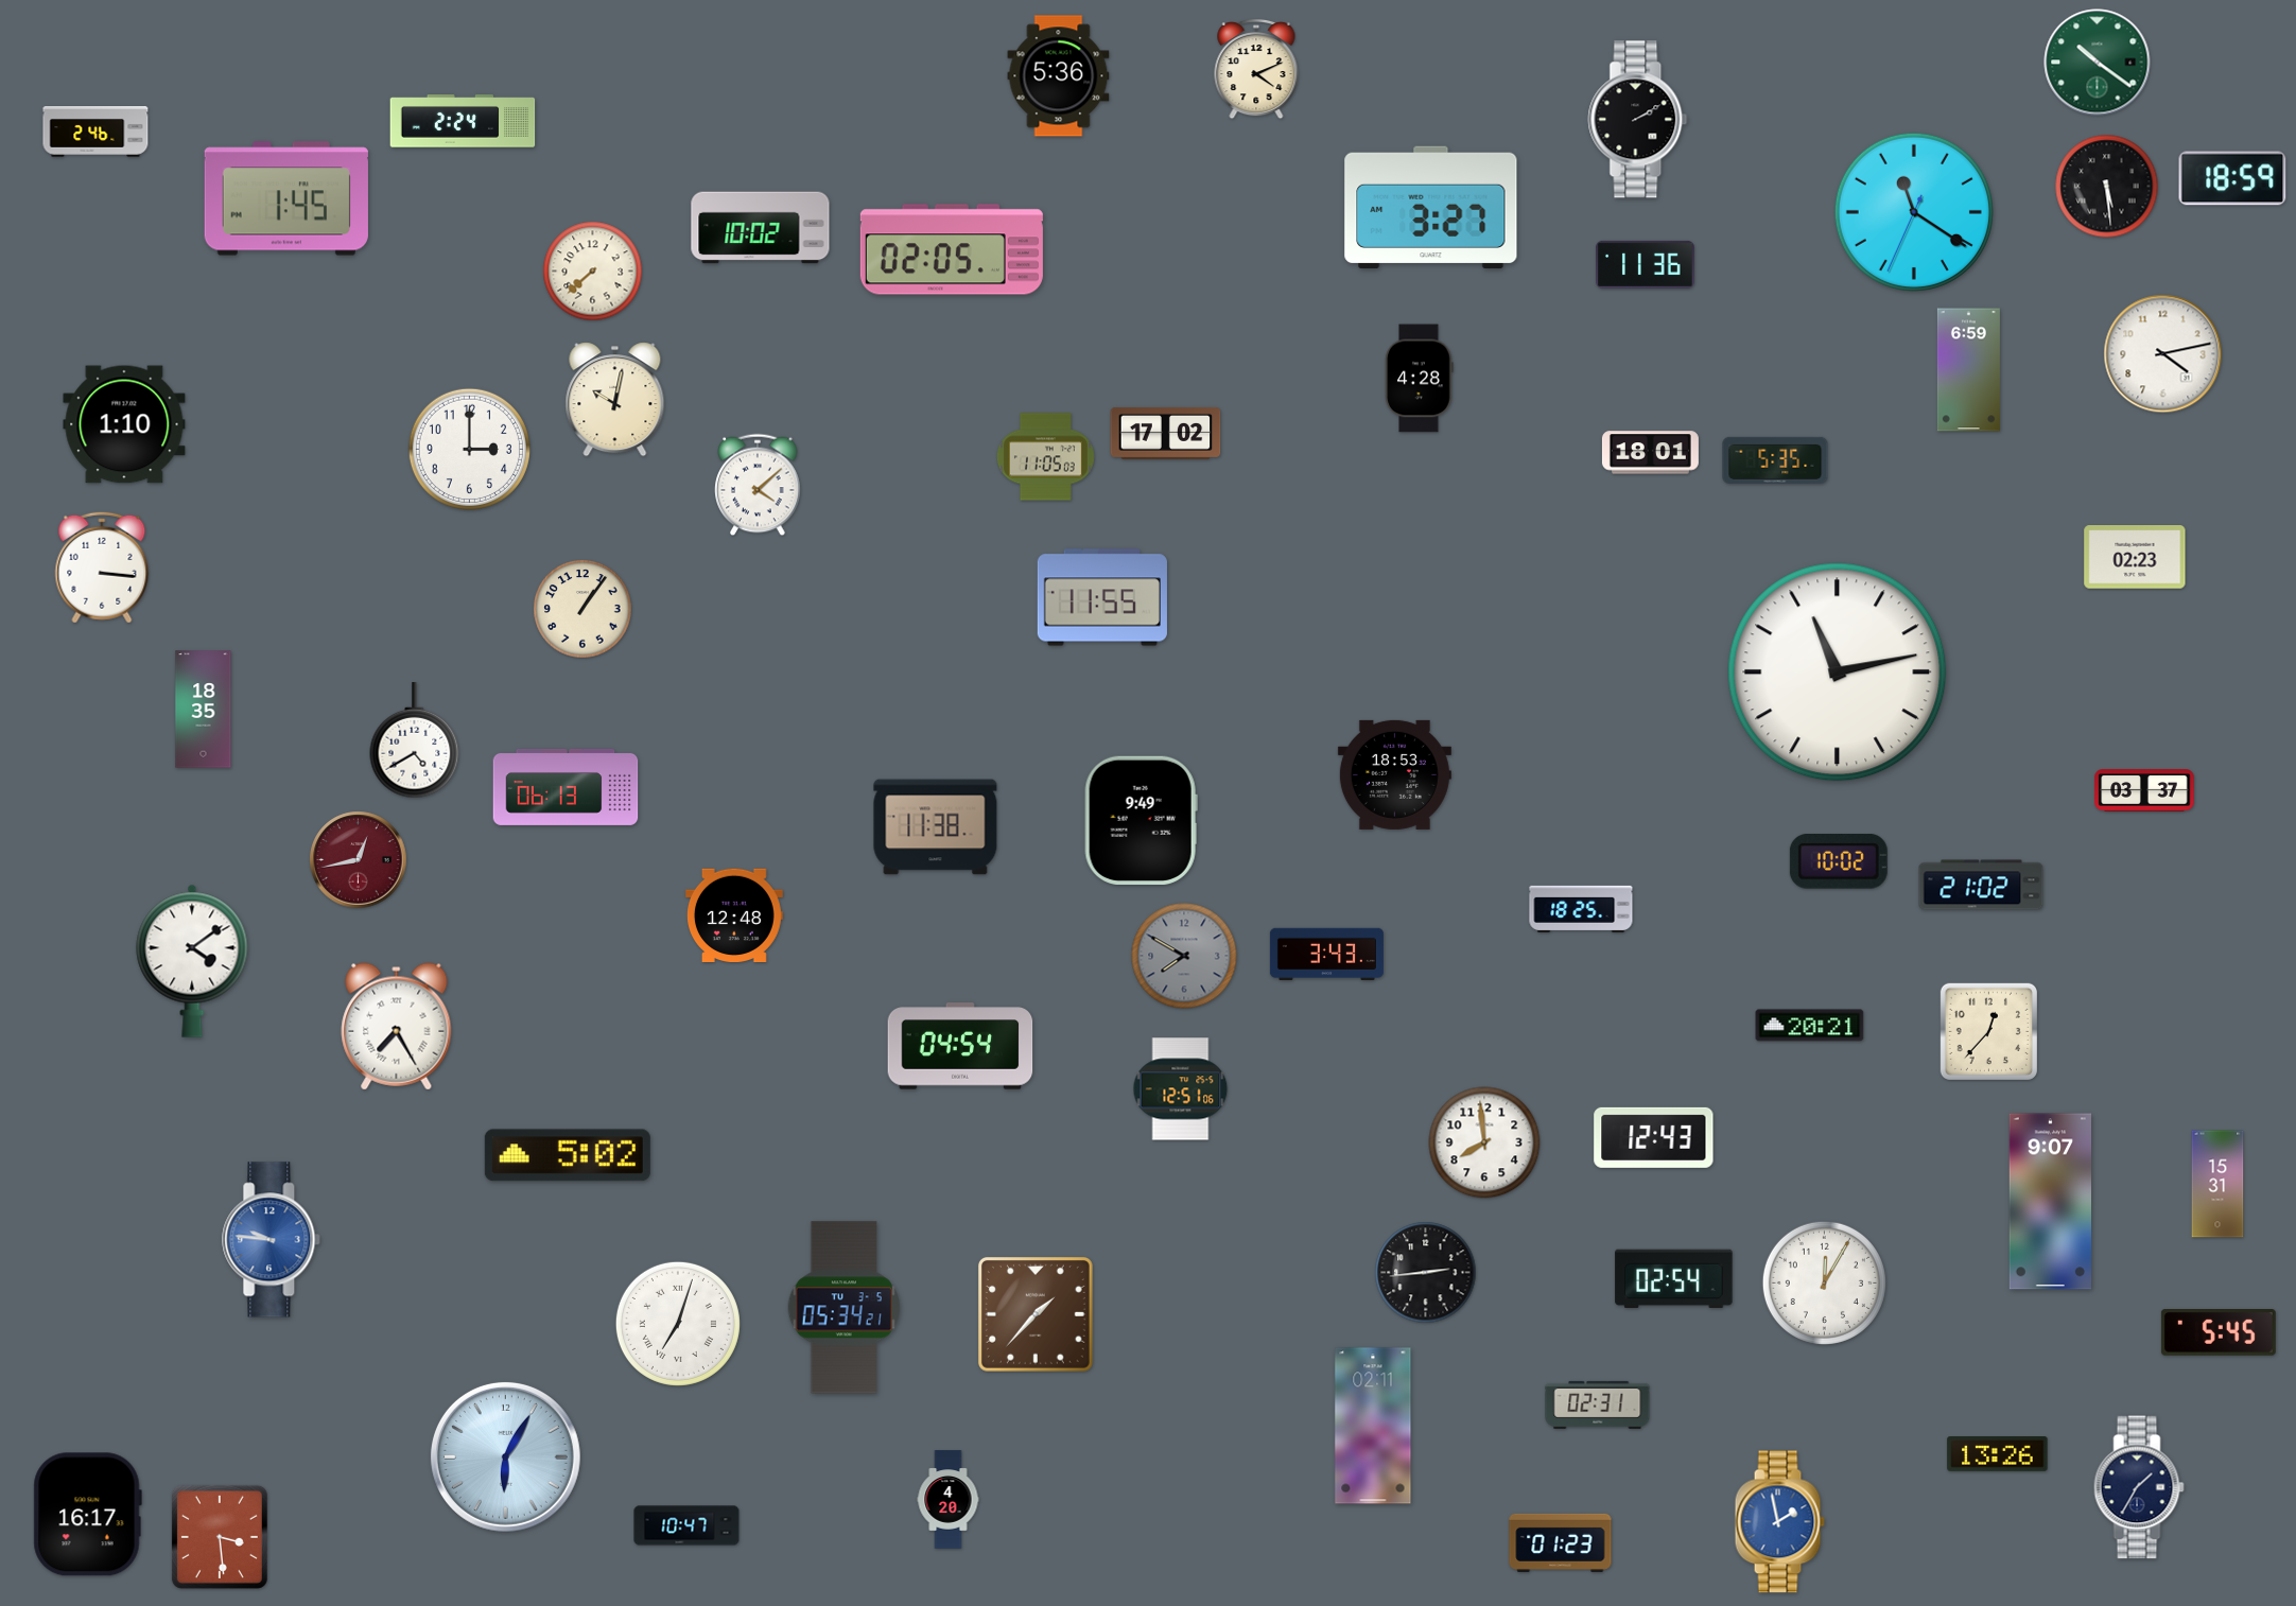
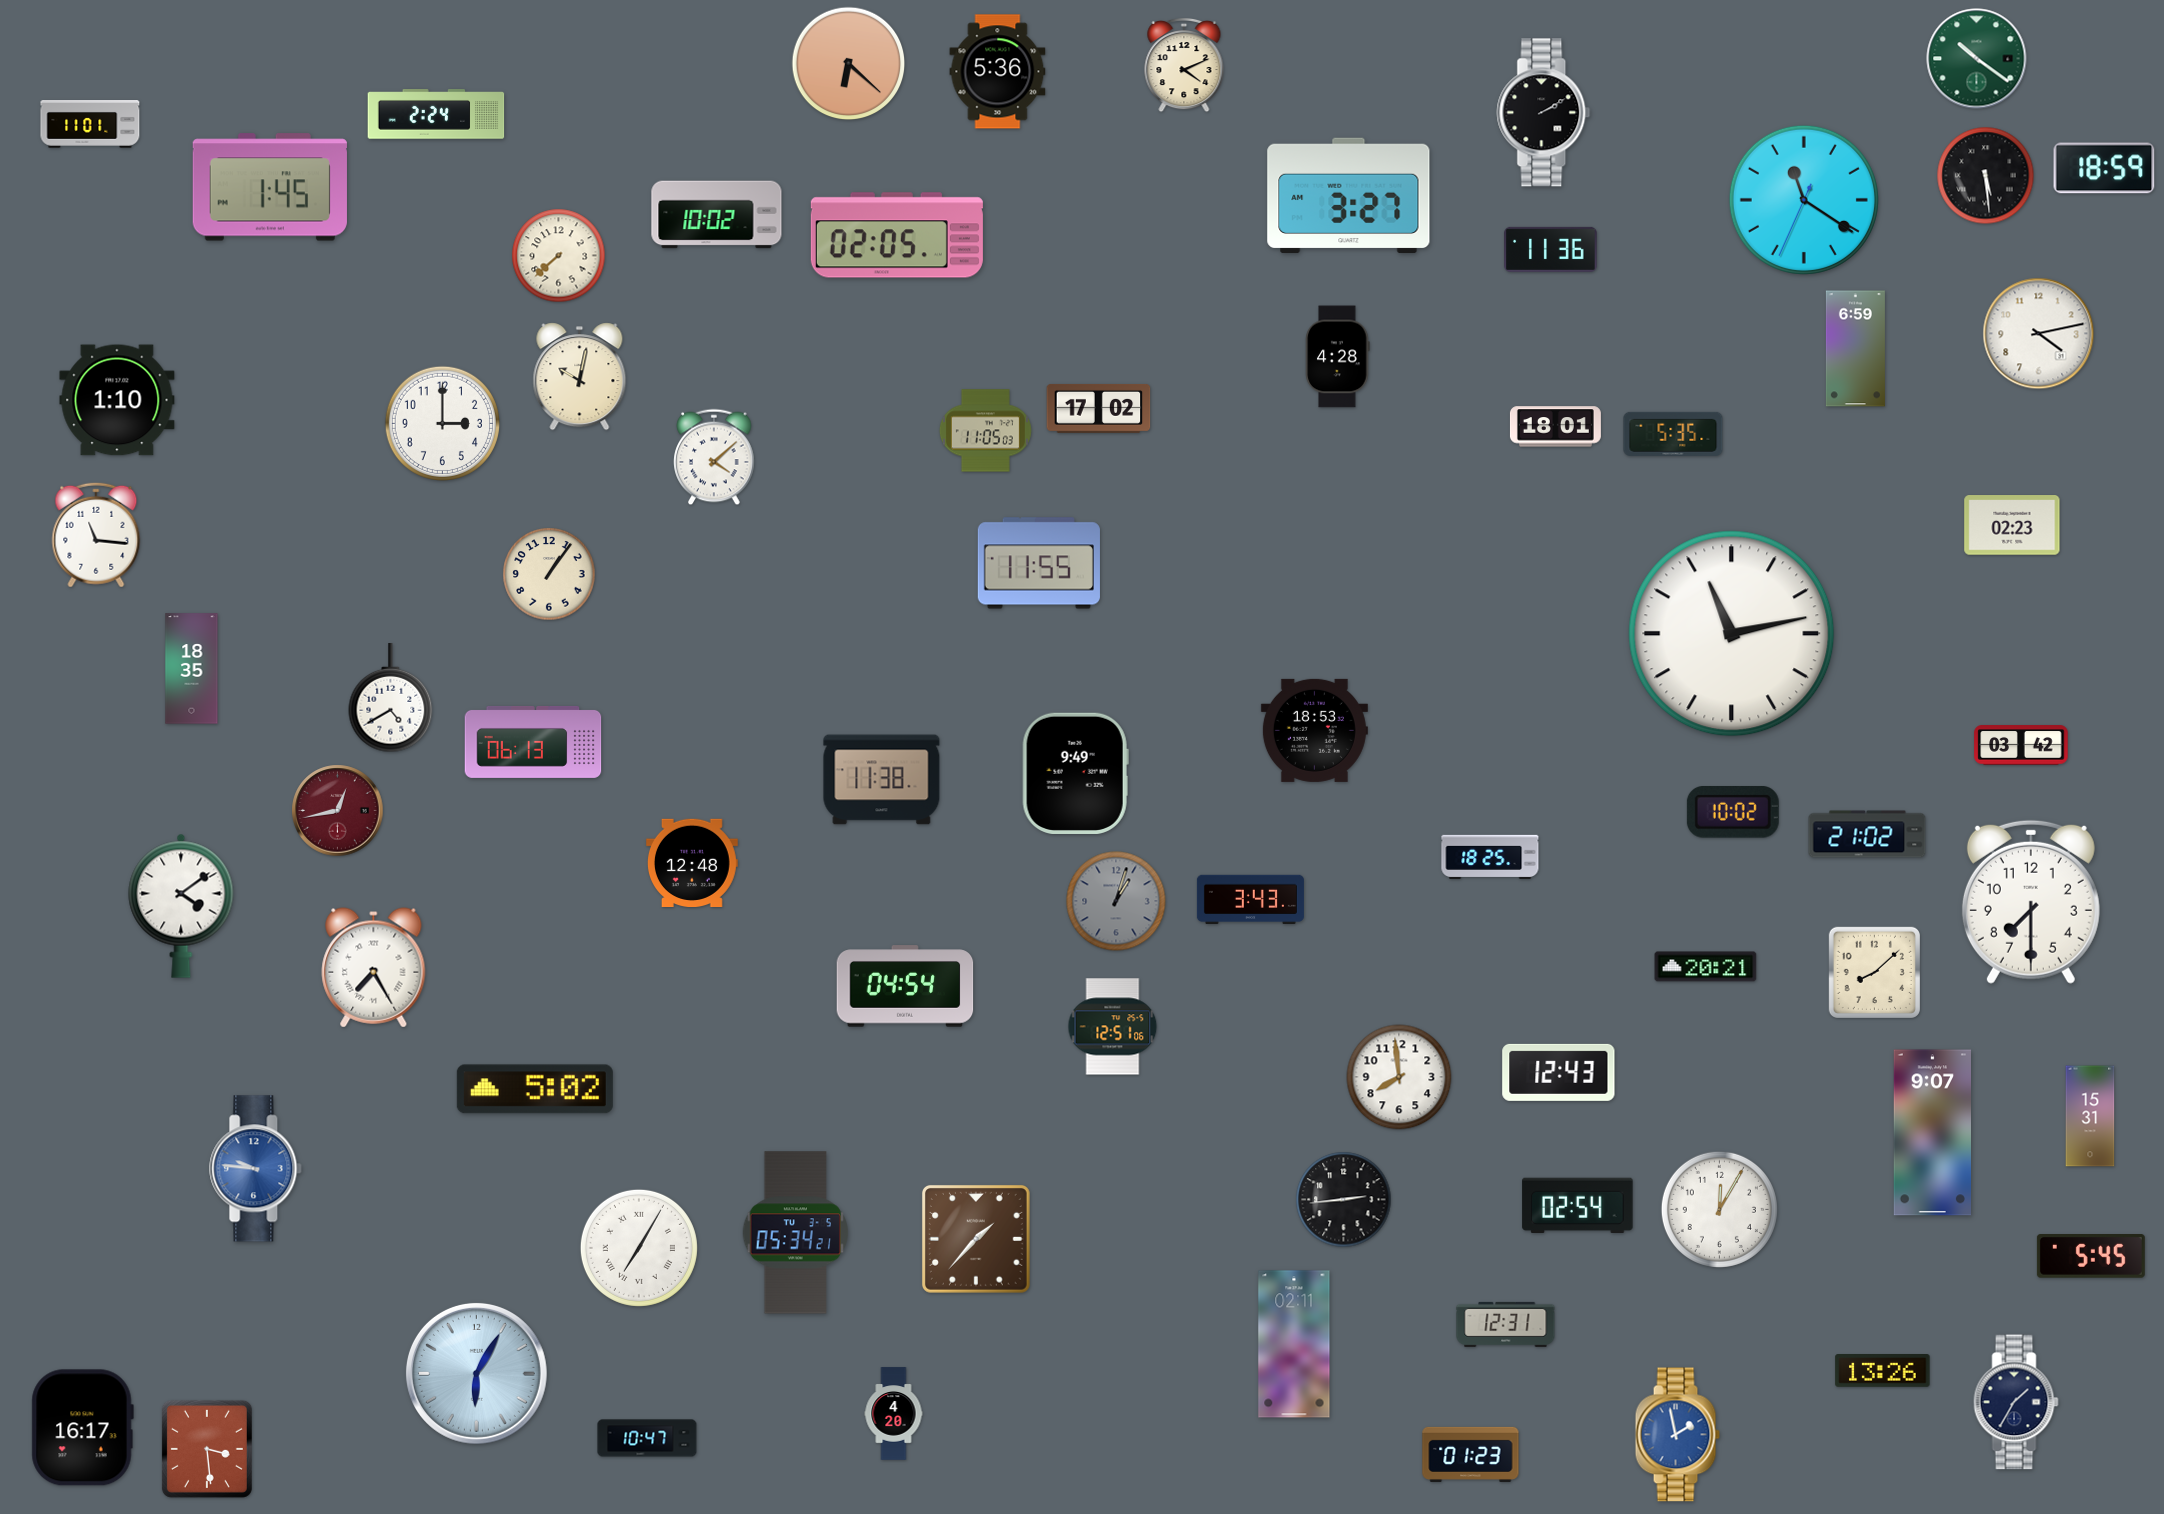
clock at (849, 64): none -> 6:22
clock at (95, 133): 2:46 -> 11:01
clock at (102, 568): 3:16 -> 11:16
clock at (2144, 790): 03:37 -> 03:42
clock at (1184, 956): 7:50 -> 1:03
clock at (2031, 902): none -> 7:30
clock at (1988, 1031): 12:37 -> 8:08
clock at (678, 1324): 7:03 -> 7:05
clock at (1598, 1404): 02:31 -> 12:31
